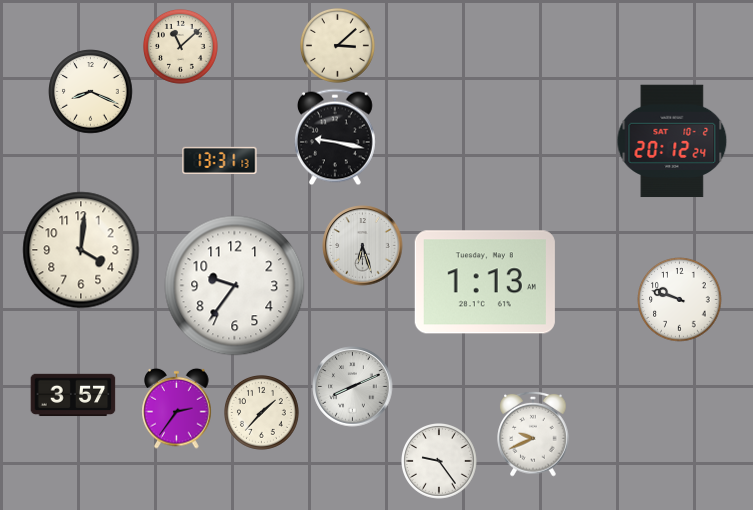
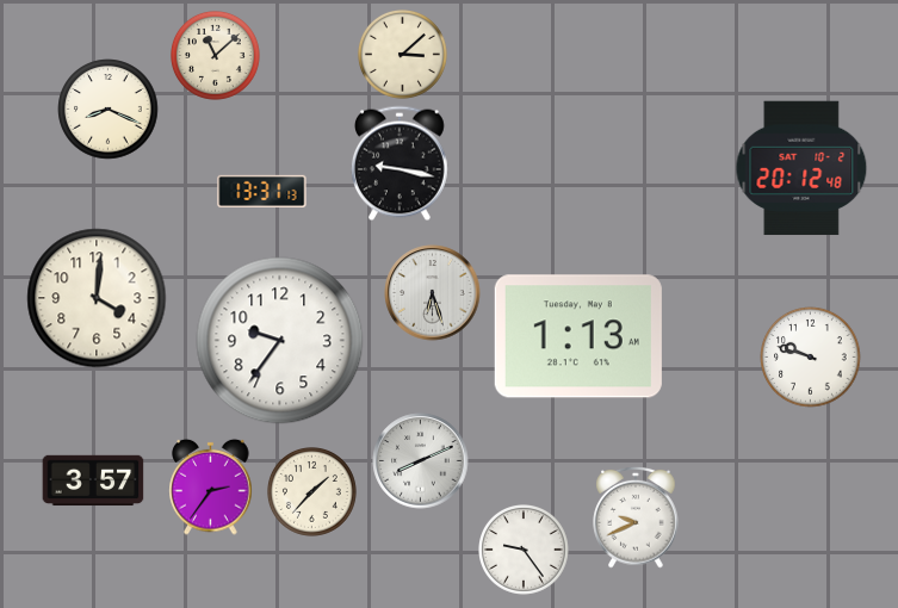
clock at (672, 141): 20:12:24 -> 20:12:48
clock at (73, 395) position: (73, 395) -> (93, 480)
